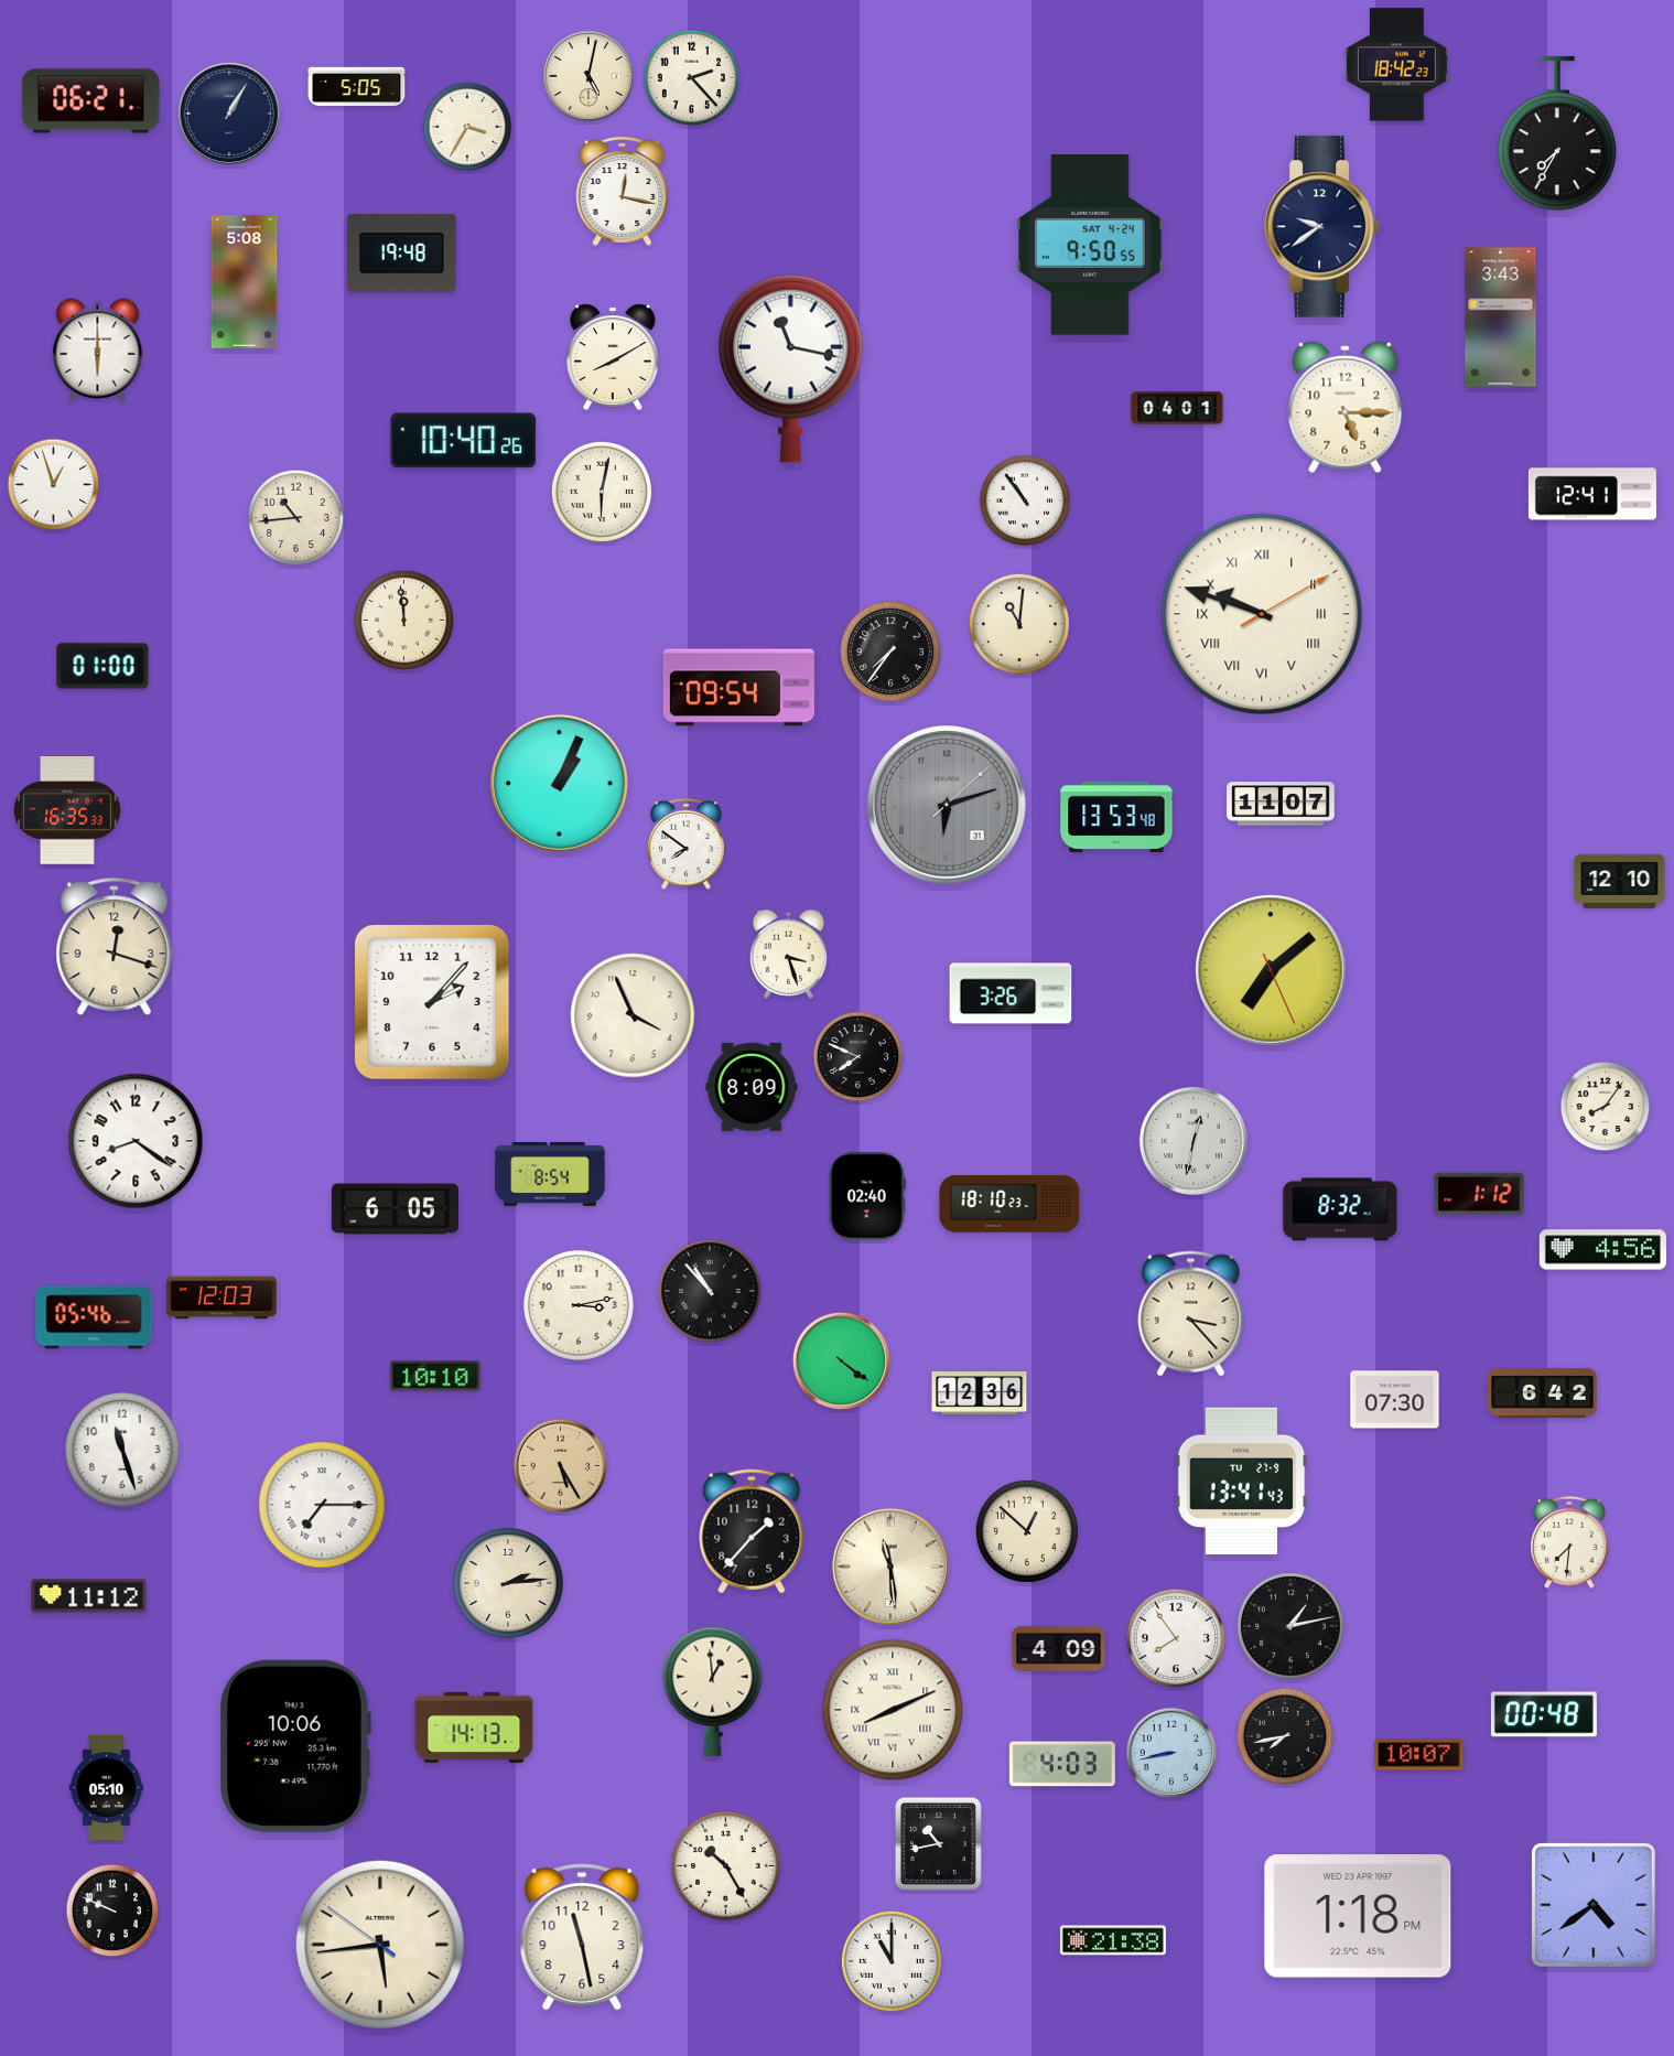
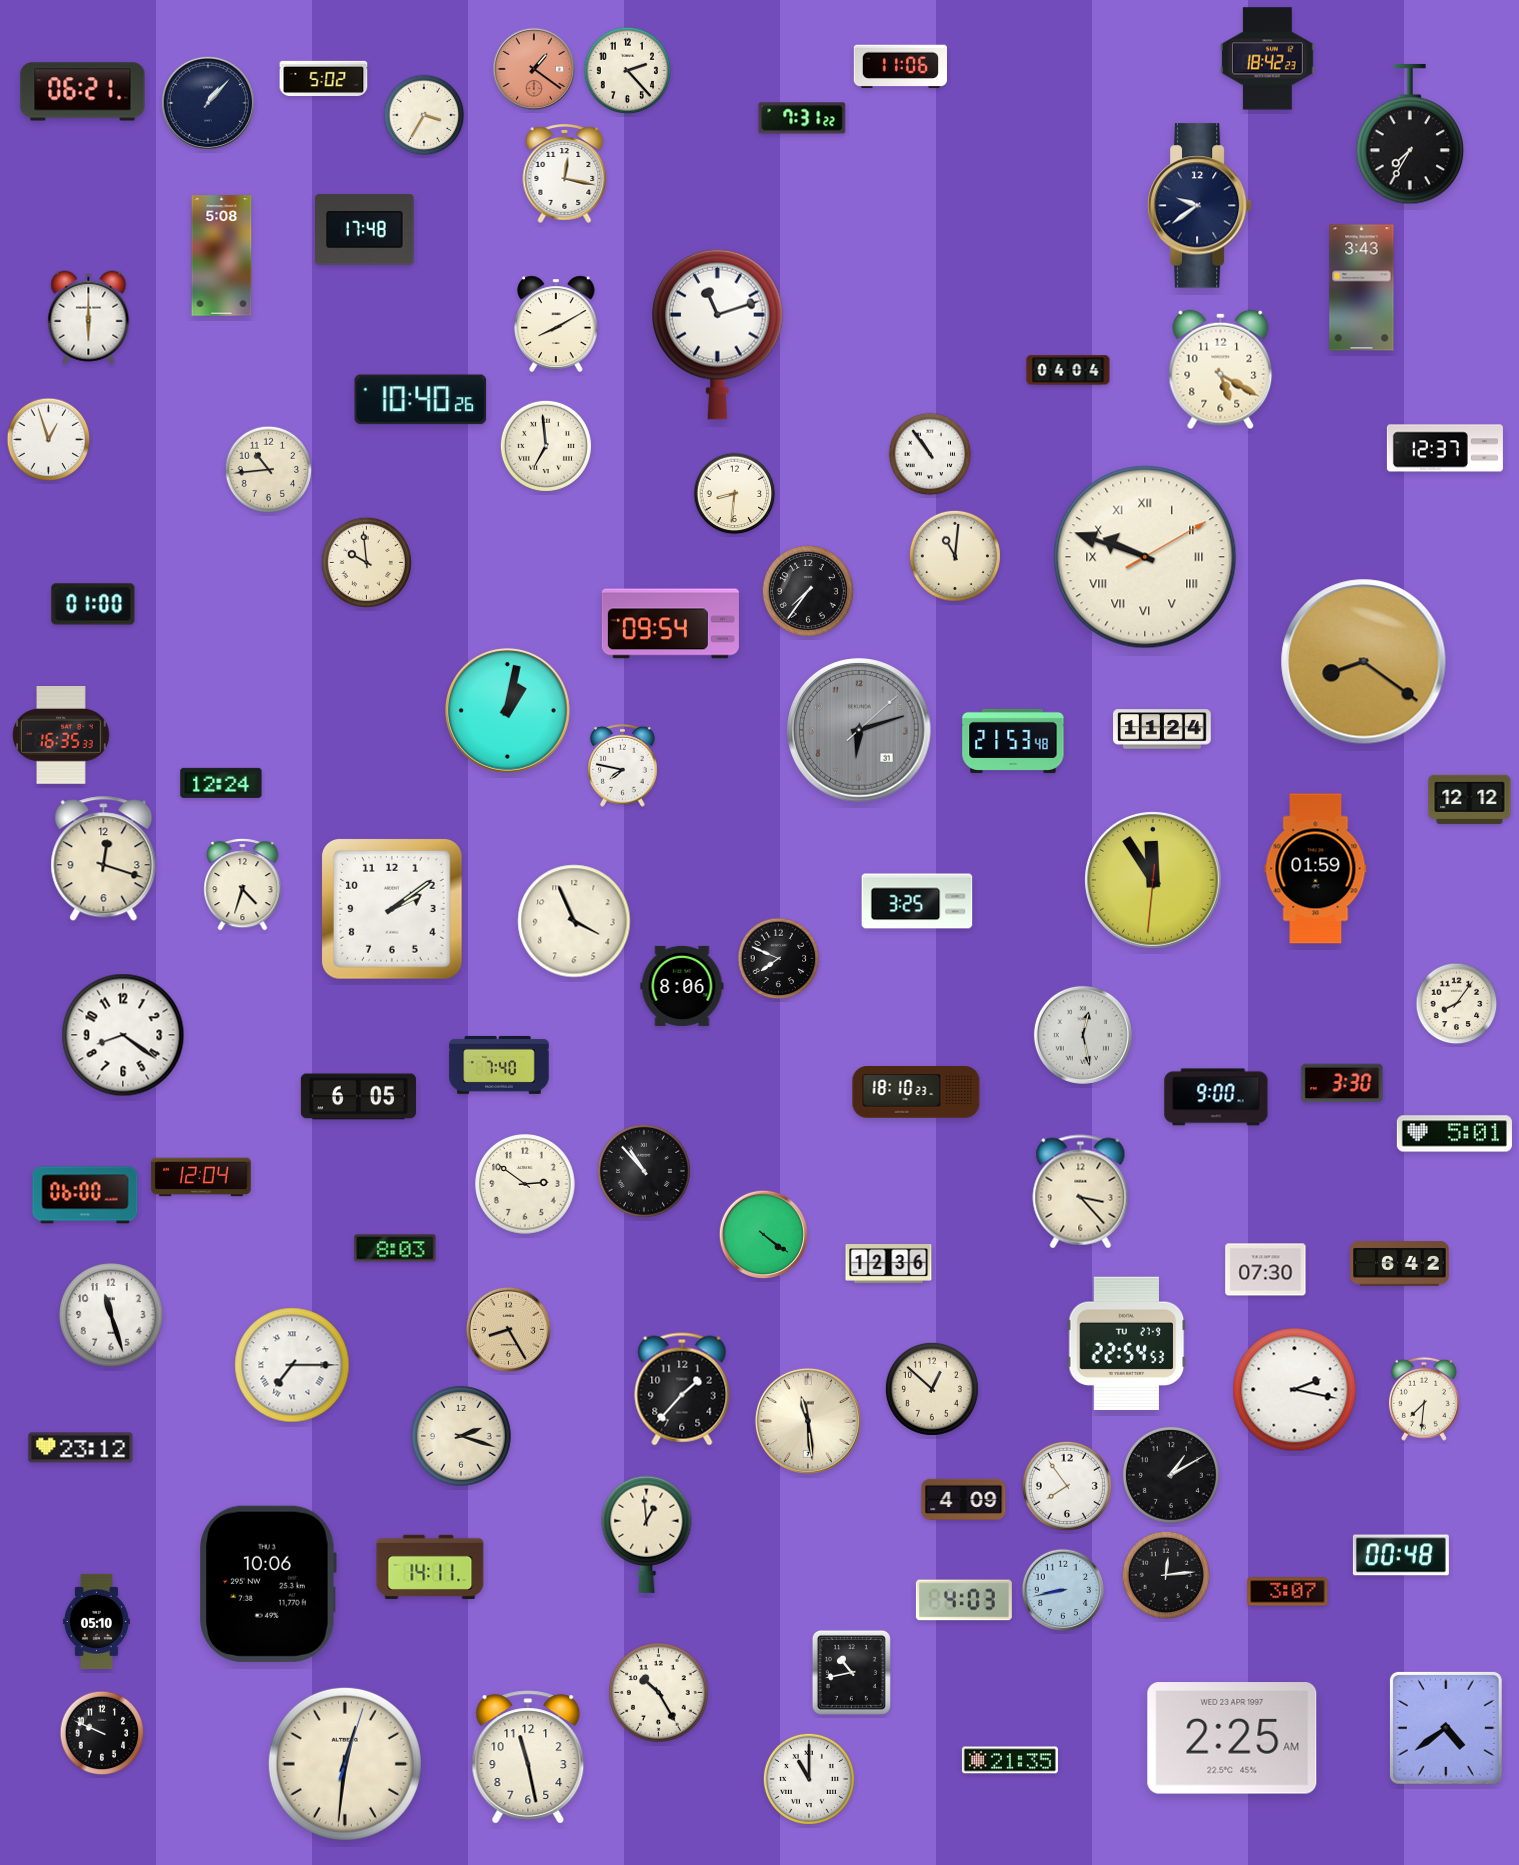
clock at (900, 67): none -> 11:06
clock at (587, 75): 5:02 -> 1:21
clock at (587, 75) dial: cream -> salmon
clock at (357, 87): 5:05 -> 5:02
clock at (229, 114): 1:05 -> 1:07
clock at (802, 118): none -> 7:31
clock at (1557, 133) position: (1557, 133) -> (1410, 134)
clock at (1090, 245): 9:50 -> none
clock at (402, 254): 19:48 -> 17:48
clock at (791, 368): 11:17 -> 11:12
clock at (1177, 408): 04:01 -> 04:04
clock at (1346, 408): 5:15 -> 5:20
clock at (602, 492): 6:02 -> 6:59
clock at (1592, 494): 12:41 -> 12:37
clock at (735, 494): none -> 8:31
clock at (403, 620): 11:59 -> 9:59
clock at (1019, 624) position: (1019, 624) -> (955, 556)
clock at (1364, 662): none -> 8:21
clock at (559, 783): 1:04 -> 1:02
clock at (1281, 804): 11:07 -> 11:24
clock at (1116, 817): 13:53 -> 21:53
clock at (687, 843): 7:51 -> 7:47
clock at (221, 783): none -> 12:24
clock at (1620, 881): 12:10 -> 12:12
clock at (788, 954): 3:27 -> none
clock at (1316, 869): none -> 01:59
clock at (1272, 971): 7:08 -> 11:54
clock at (243, 884): none -> 4:33
clock at (1011, 993): 3:26 -> 3:25
clock at (433, 1003): 2:07 -> 2:09
clock at (752, 1087): 8:09 -> 8:06
clock at (1194, 1141): 12:32 -> 12:28
clock at (550, 1174): 8:54 -> 7:40
clock at (1479, 1194): 1:12 -> 3:30
clock at (867, 1196): 02:40 -> none
clock at (1340, 1209): 8:32 -> 9:00
clock at (1602, 1250): 4:56 -> 5:01
clock at (222, 1298): 12:03 -> 12:04
clock at (580, 1306): 3:13 -> 2:51
clock at (94, 1317): 05:46 -> 06:00
clock at (435, 1376): 10:10 -> 8:03
clock at (560, 1465): 5:25 -> 8:25
clock at (1242, 1482): 13:41 -> 22:54
clock at (1295, 1390): none -> 2:17
clock at (509, 1584): 2:14 -> 2:18
clock at (89, 1596): 11:12 -> 23:12
clock at (1290, 1626): 1:13 -> 1:10
clock at (1059, 1648) position: (1059, 1648) -> (964, 1499)
clock at (893, 1710): 8:11 -> none
clock at (474, 1726): 14:13 -> 14:11
clock at (1284, 1735): 7:43 -> 12:14
clock at (1419, 1755): 10:07 -> 3:07
clock at (1358, 1916): 1:18 -> 2:25
clock at (1113, 1940): 21:38 -> 21:35
clock at (380, 1945): 5:43 -> 12:31
